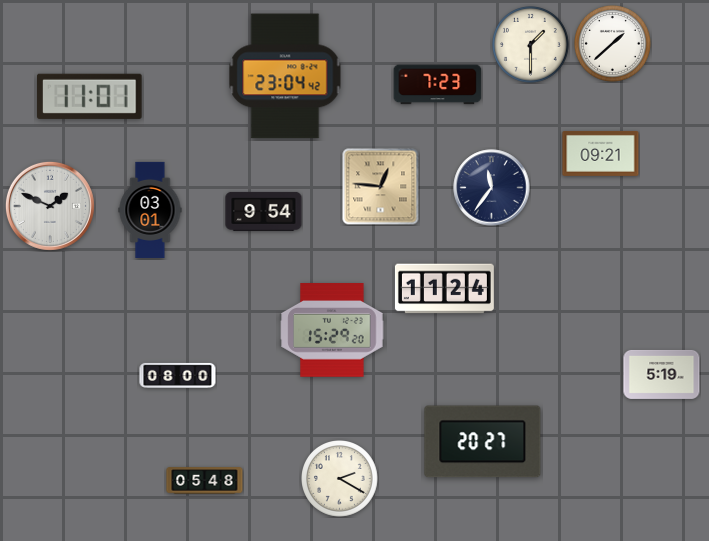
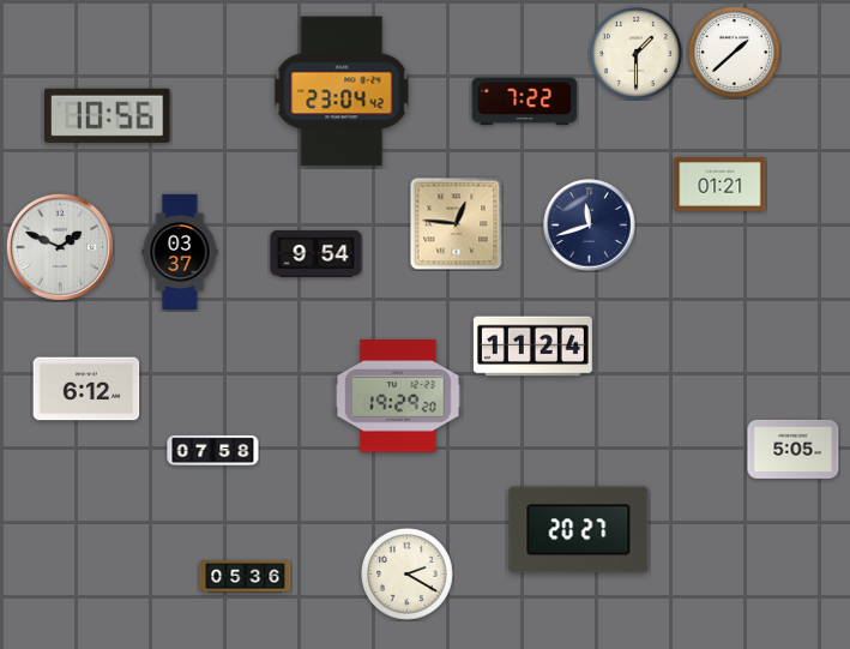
clock at (438, 85): 7:23 -> 7:22
clock at (90, 96): 11:01 -> 10:56
clock at (601, 153): 09:21 -> 01:21
clock at (492, 188): 11:36 -> 11:42
clock at (150, 210): 03:01 -> 03:37
clock at (86, 389): none -> 6:12
clock at (332, 331): 15:29 -> 19:29
clock at (662, 374): 5:19 -> 5:05
clock at (178, 375): 08:00 -> 07:58
clock at (205, 481): 05:48 -> 05:36
